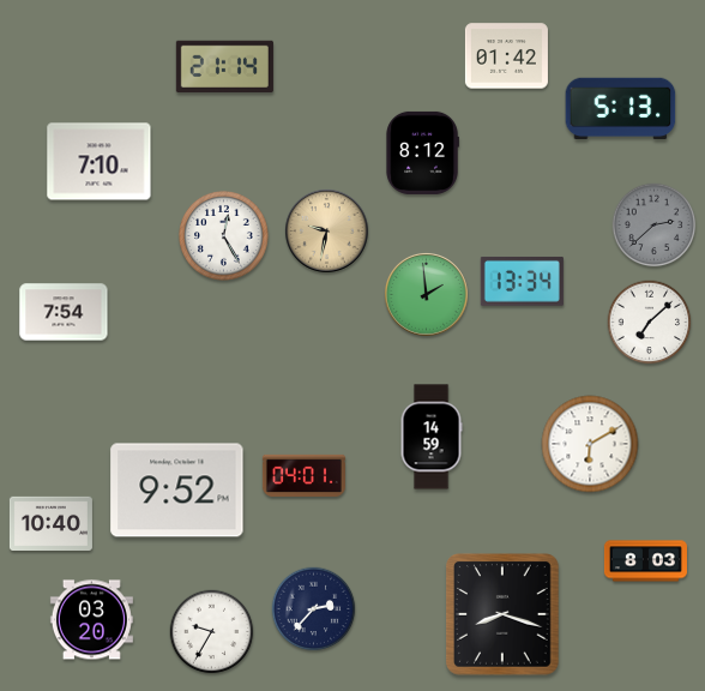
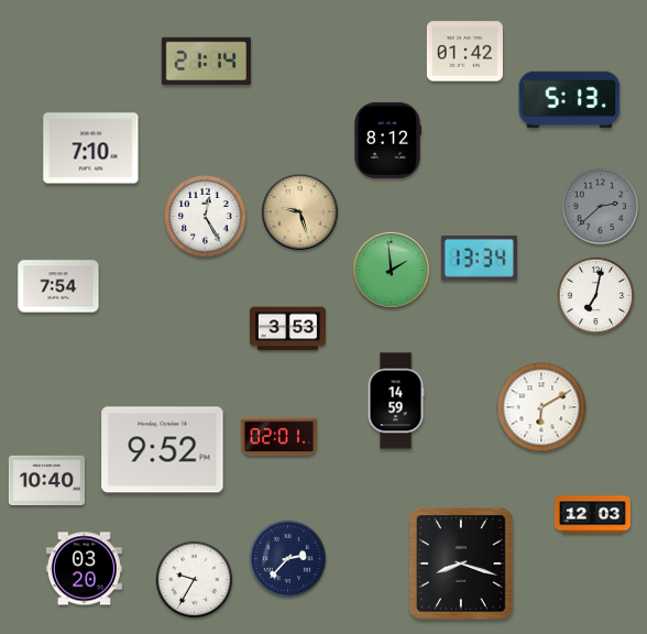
clock at (326, 230): 9:32 -> 9:27
clock at (650, 323): 7:08 -> 7:02
clock at (287, 329): none -> 3:53
clock at (303, 475): 04:01 -> 02:01
clock at (645, 561): 8:03 -> 12:03
